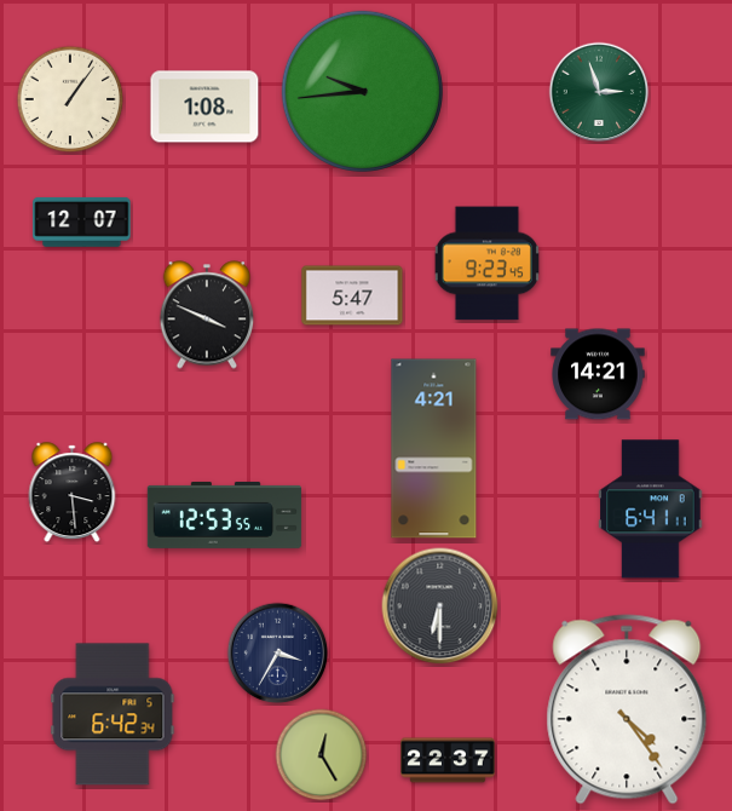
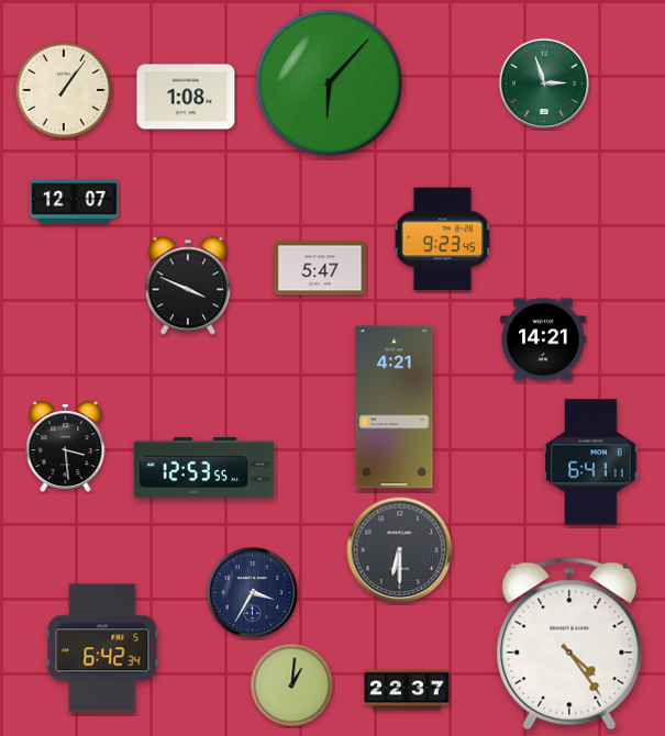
clock at (362, 91): 9:44 -> 6:07
clock at (322, 755): 12:25 -> 1:01
